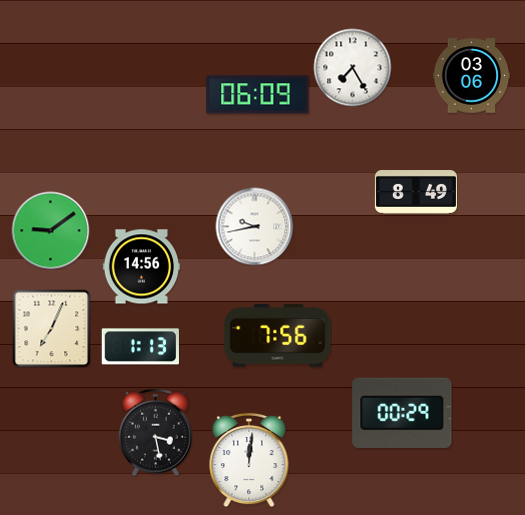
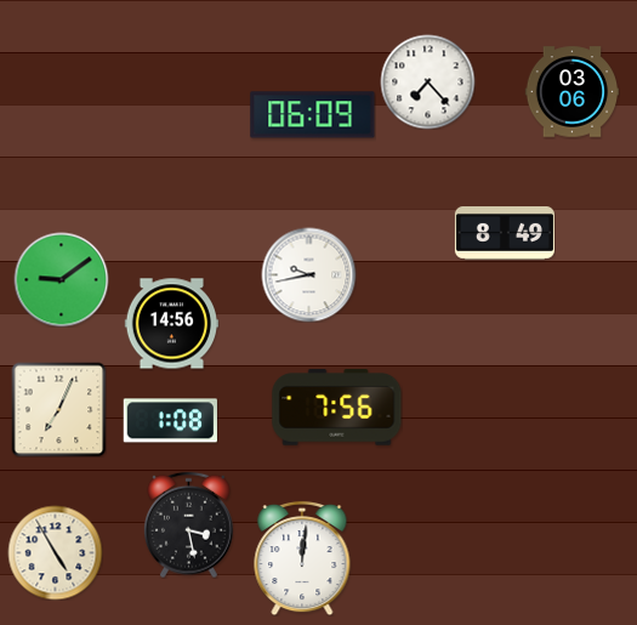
clock at (352, 67): 7:25 -> 7:23
clock at (51, 328) position: (51, 328) -> (58, 409)
clock at (140, 347): 1:13 -> 1:08
clock at (402, 413): 00:29 -> none
clock at (55, 552): none -> 4:55
